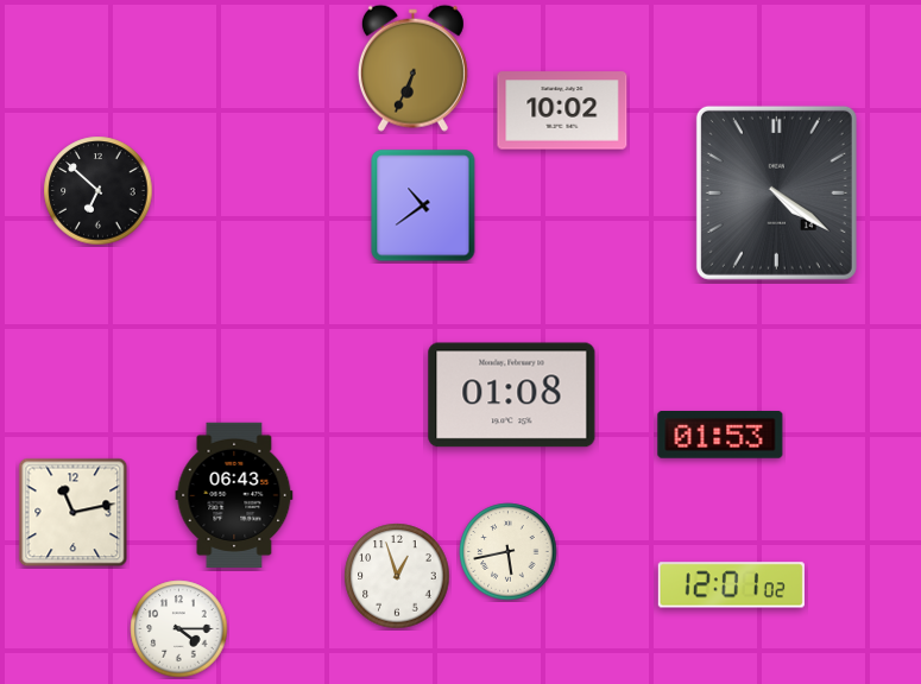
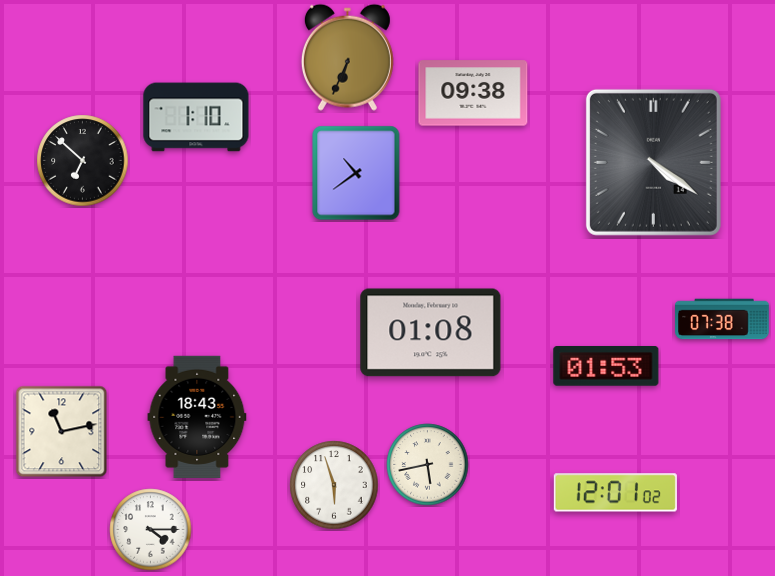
clock at (562, 110): 10:02 -> 09:38
clock at (196, 117): none -> 1:10
clock at (722, 319): none -> 07:38
clock at (234, 495): 06:43 -> 18:43
clock at (397, 576): 12:57 -> 5:57
